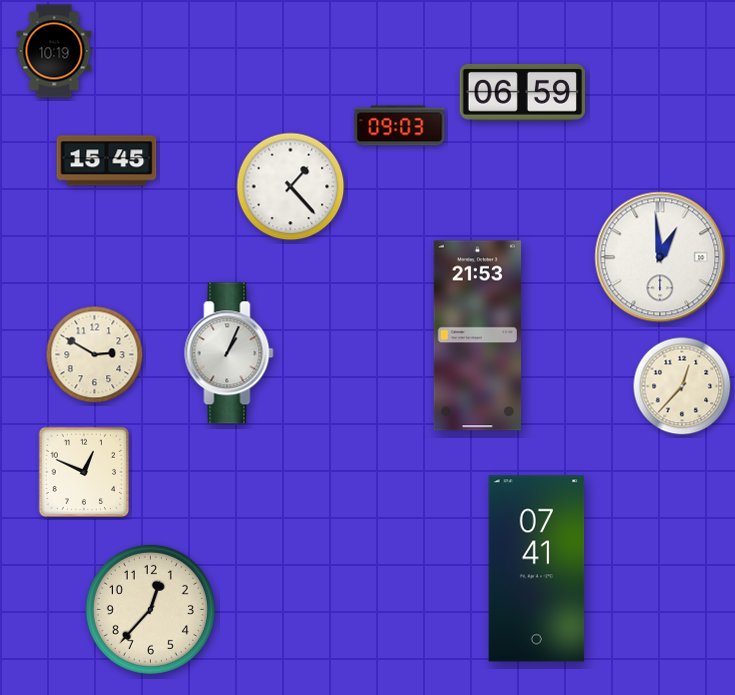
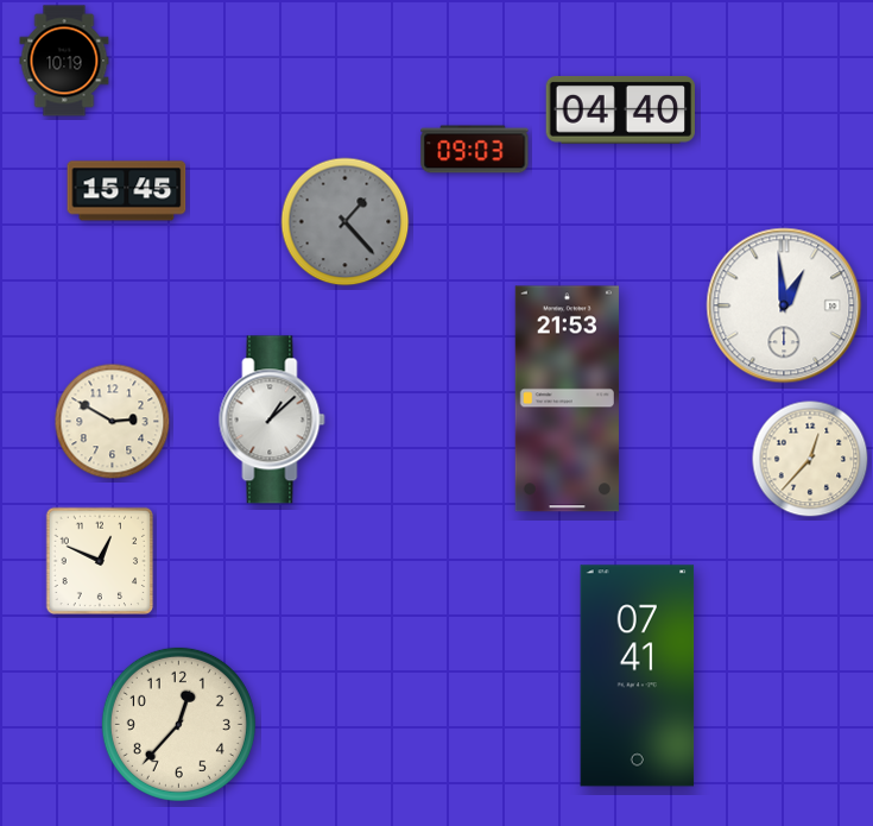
clock at (522, 92): 06:59 -> 04:40
clock at (291, 187) dial: white -> grey
clock at (229, 353): 1:04 -> 1:08
